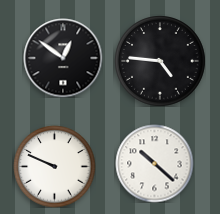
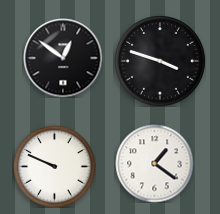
clock at (160, 61): 4:46 -> 3:48
clock at (154, 163): 10:22 -> 1:21
